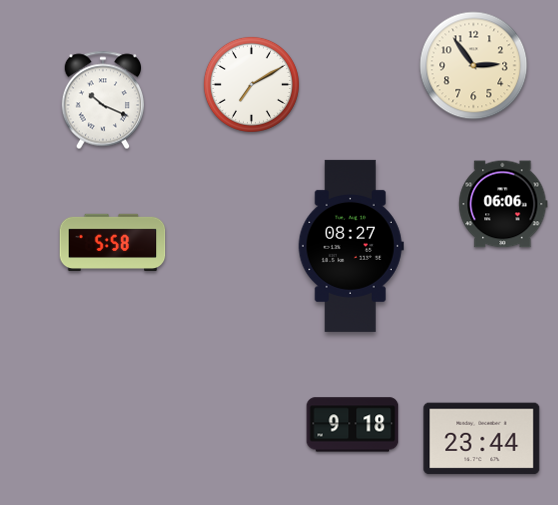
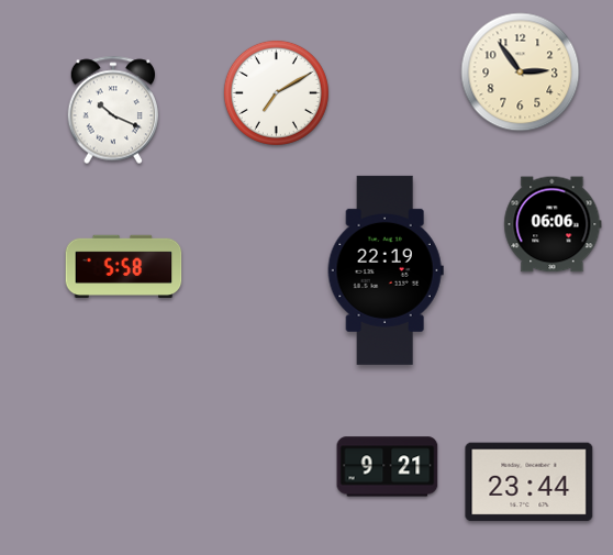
clock at (351, 246): 08:27 -> 22:19
clock at (353, 425): 9:18 -> 9:21
